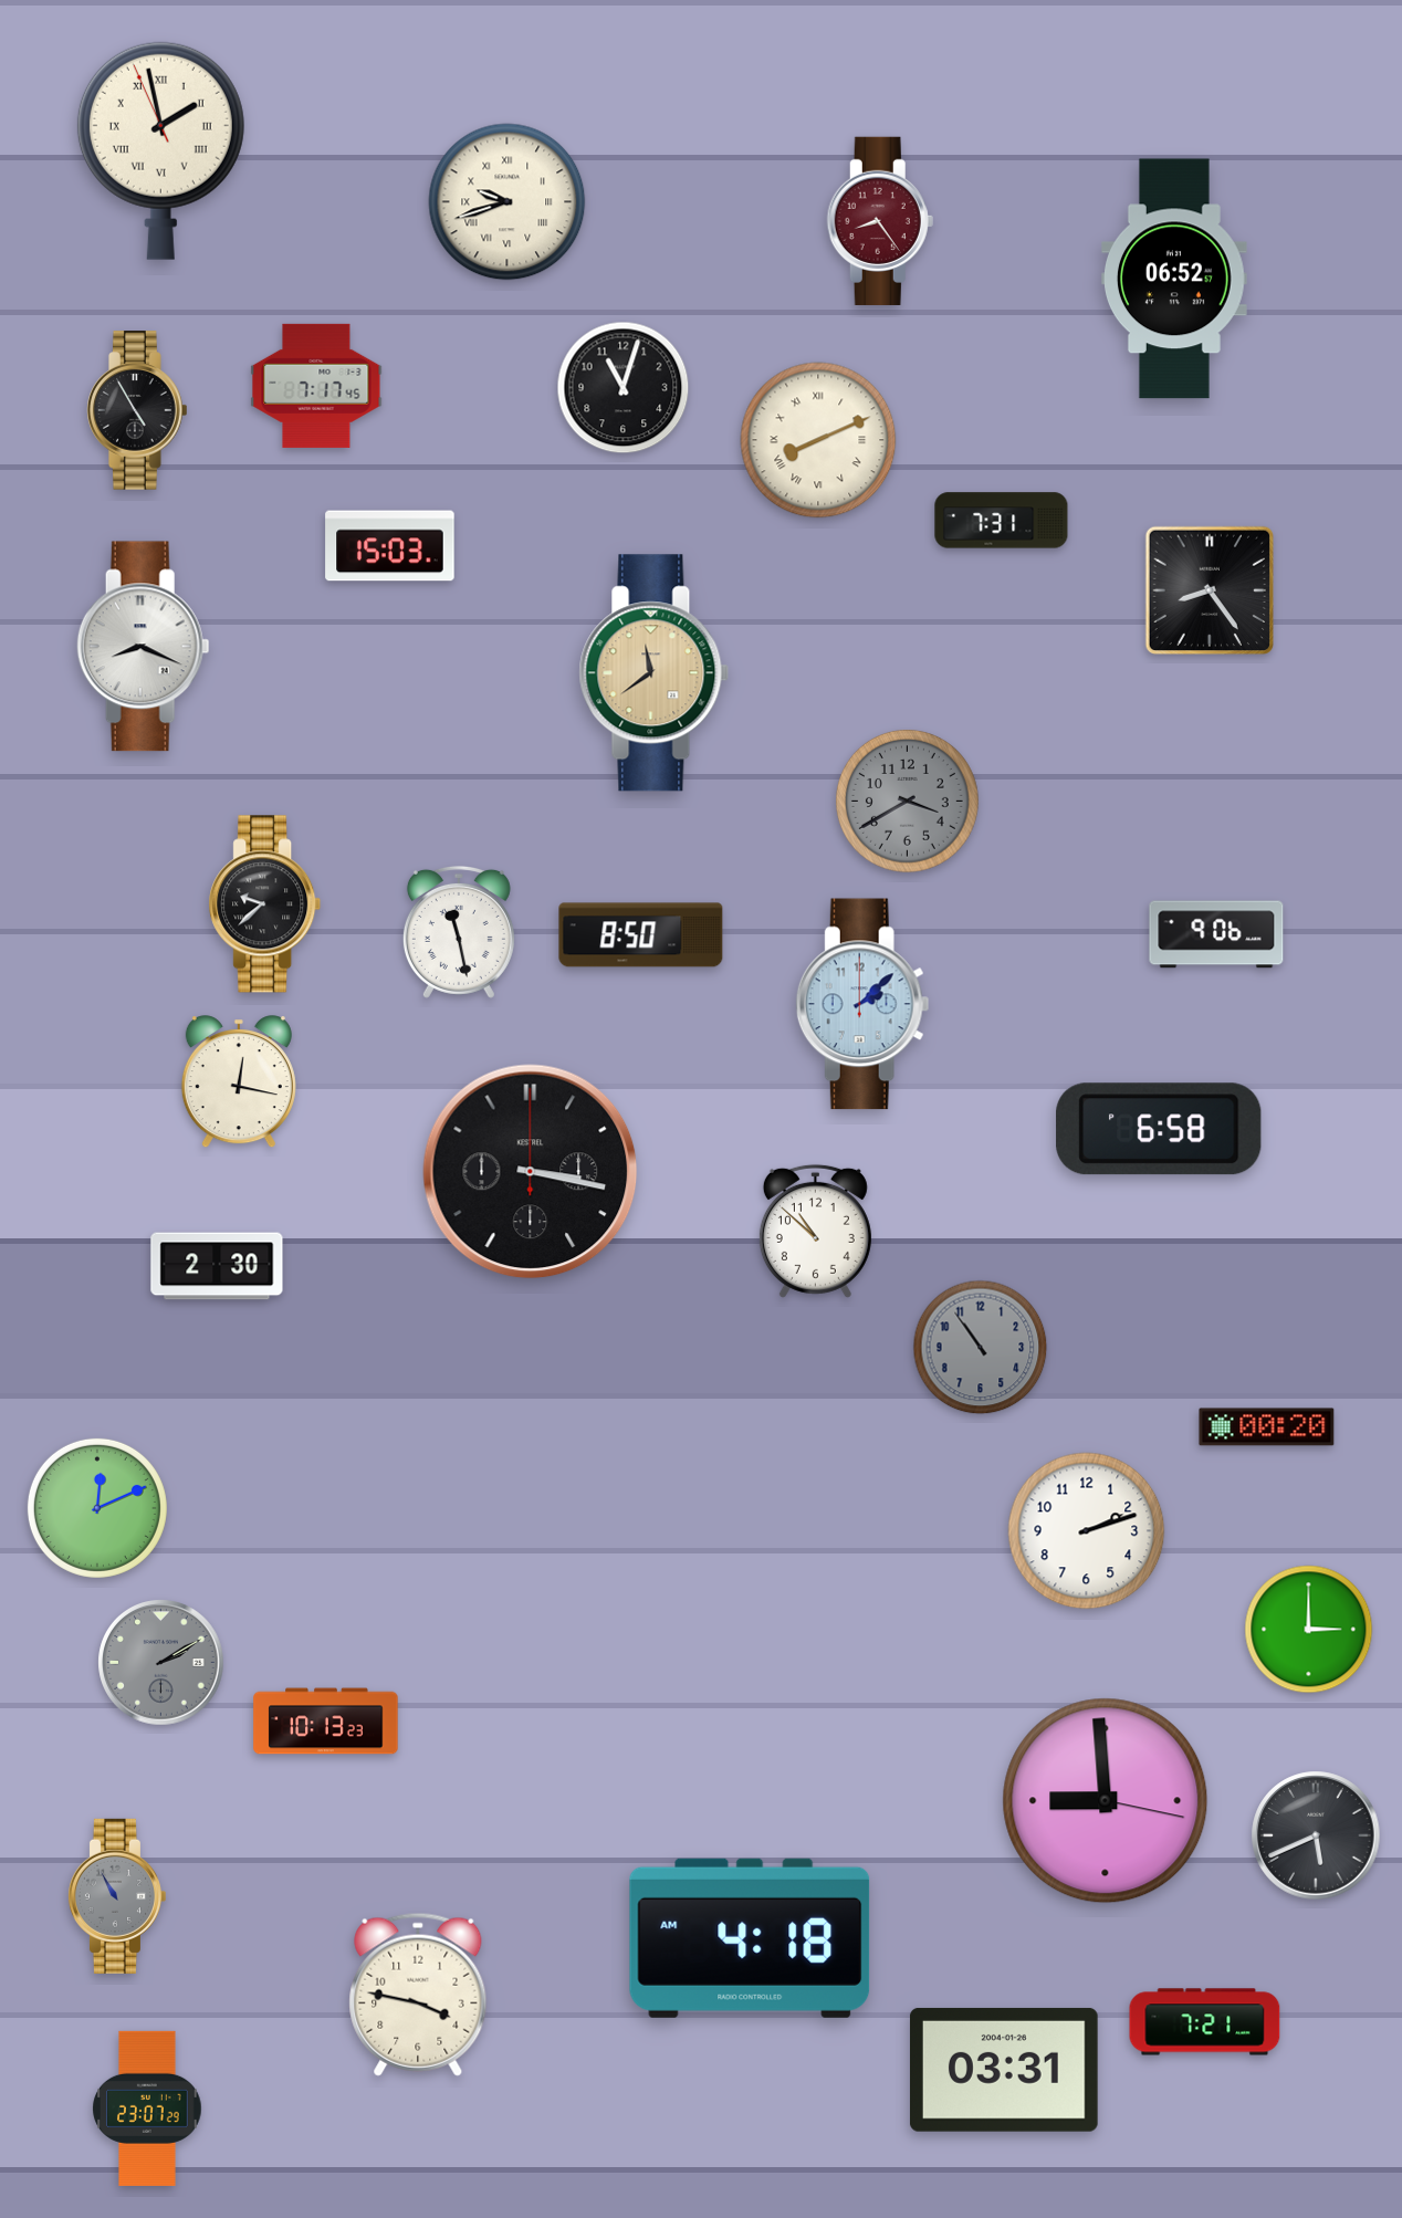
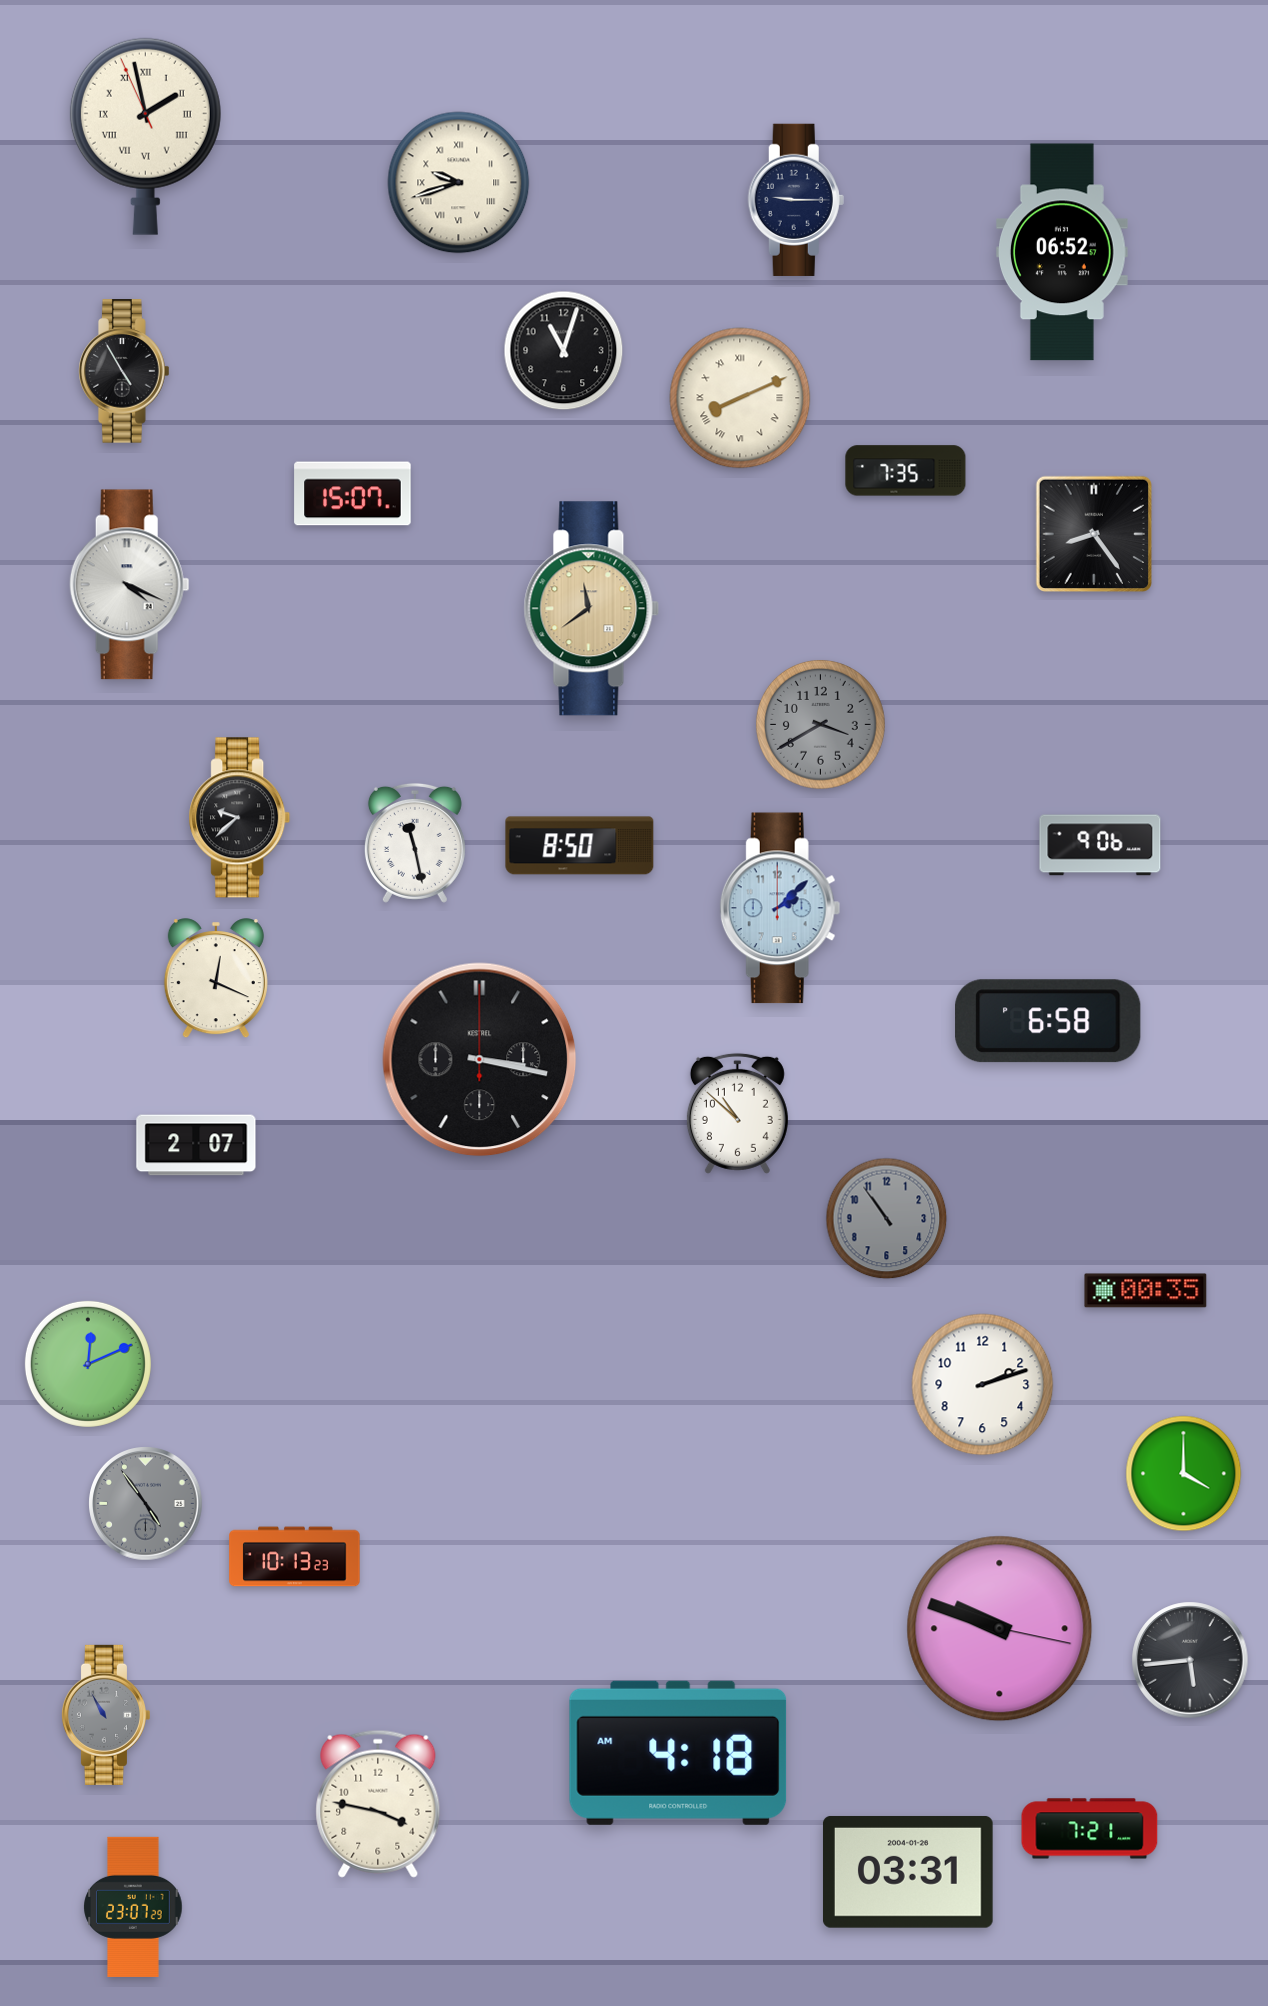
clock at (880, 221): 8:24 -> 9:15
clock at (880, 221) dial: burgundy -> navy
clock at (316, 386): 7:17 -> none
clock at (1002, 521): 7:31 -> 7:35
clock at (390, 546): 15:03 -> 15:07
clock at (143, 647): 8:19 -> 4:19
clock at (239, 1082): 12:17 -> 12:19
clock at (217, 1266): 2:30 -> 2:07
clock at (1267, 1427): 00:20 -> 00:35
clock at (1309, 1630): 3:00 -> 4:00
clock at (161, 1663): 2:10 -> 4:54
clock at (1106, 1801): 8:59 -> 9:48
clock at (1316, 1835): 5:41 -> 5:44
